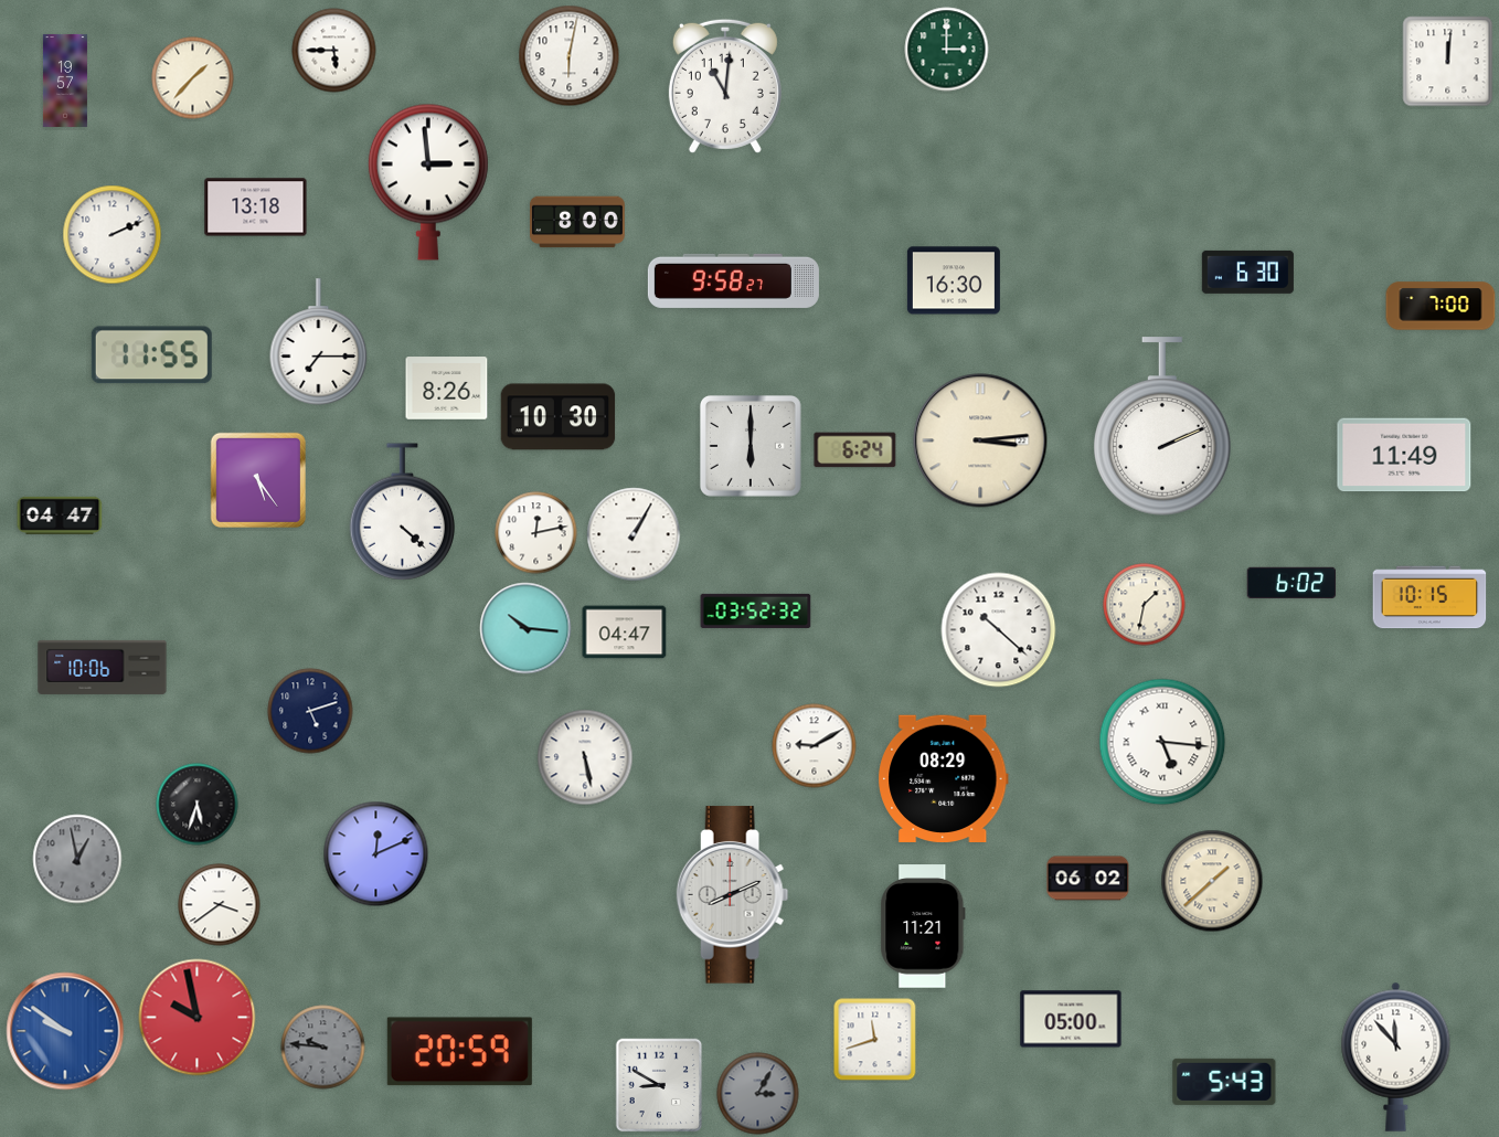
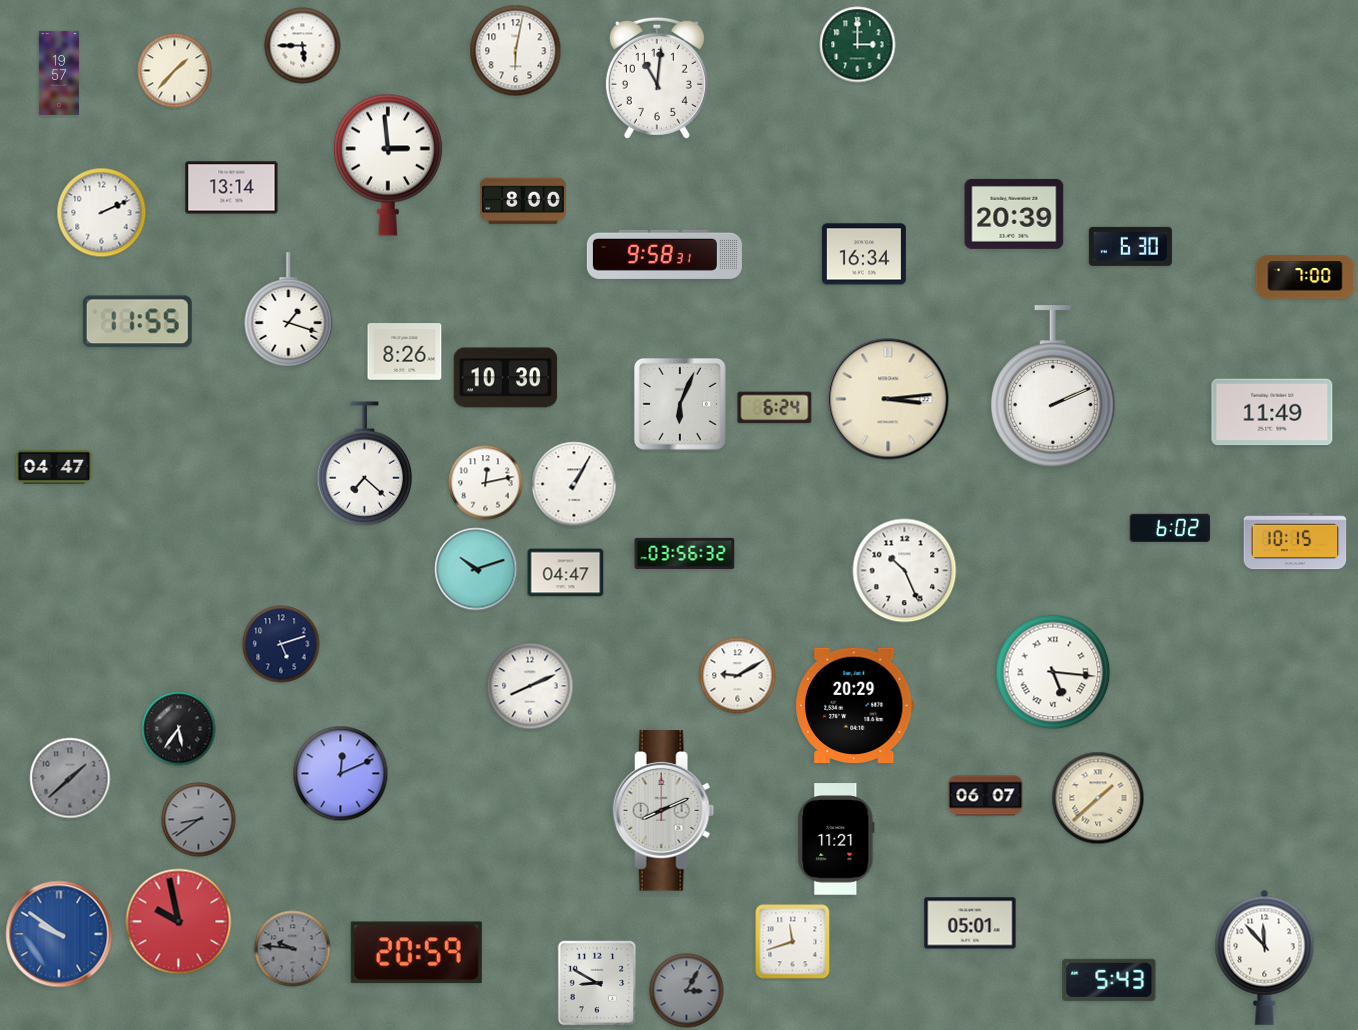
clock at (1448, 62): 12:01 -> none
clock at (256, 208): 13:18 -> 13:14
clock at (1014, 214): none -> 20:39
clock at (733, 280): 9:58:27 -> 9:58:31
clock at (954, 280): 16:30 -> 16:34
clock at (319, 342): 7:15 -> 1:18
clock at (751, 446): 6:00 -> 6:04
clock at (258, 480): 5:24 -> none
clock at (402, 512): 4:22 -> 7:22
clock at (1145, 605): 1:32 -> none
clock at (756, 610): 03:52 -> 03:56
clock at (525, 628): 10:16 -> 10:12
clock at (999, 630): 10:22 -> 10:26
clock at (103, 667): 10:06 -> none
clock at (585, 757): 5:28 -> 8:11
clock at (944, 778): 08:29 -> 20:29
clock at (198, 805): 5:33 -> 5:36
clock at (77, 859): 12:58 -> 1:38
clock at (1088, 879): 06:02 -> 06:07
clock at (220, 905): 3:39 -> 8:39
clock at (220, 905) dial: white -> grey
clock at (1071, 1019): 05:00 -> 05:01
